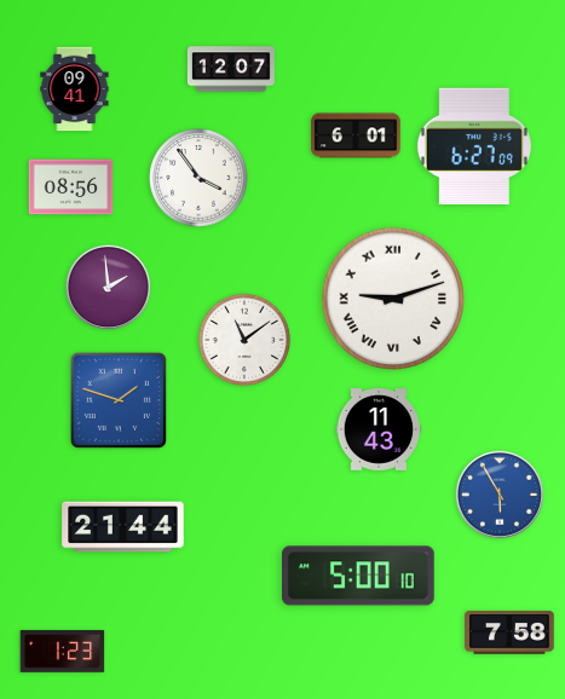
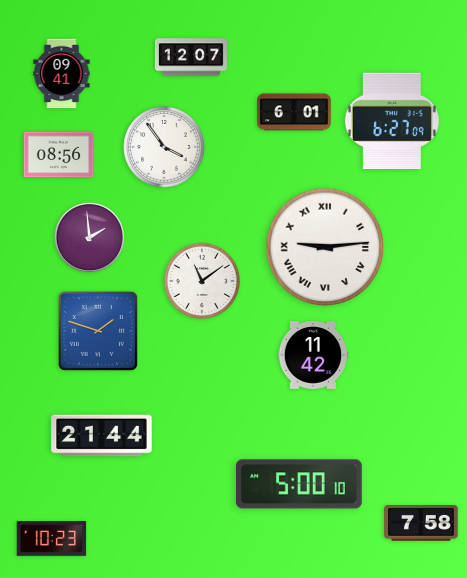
clock at (393, 299): 9:12 -> 9:14
clock at (379, 431): 11:43 -> 11:42
clock at (500, 495): 5:55 -> none
clock at (359, 576) position: (359, 576) -> (300, 484)
clock at (63, 652): 1:23 -> 10:23
